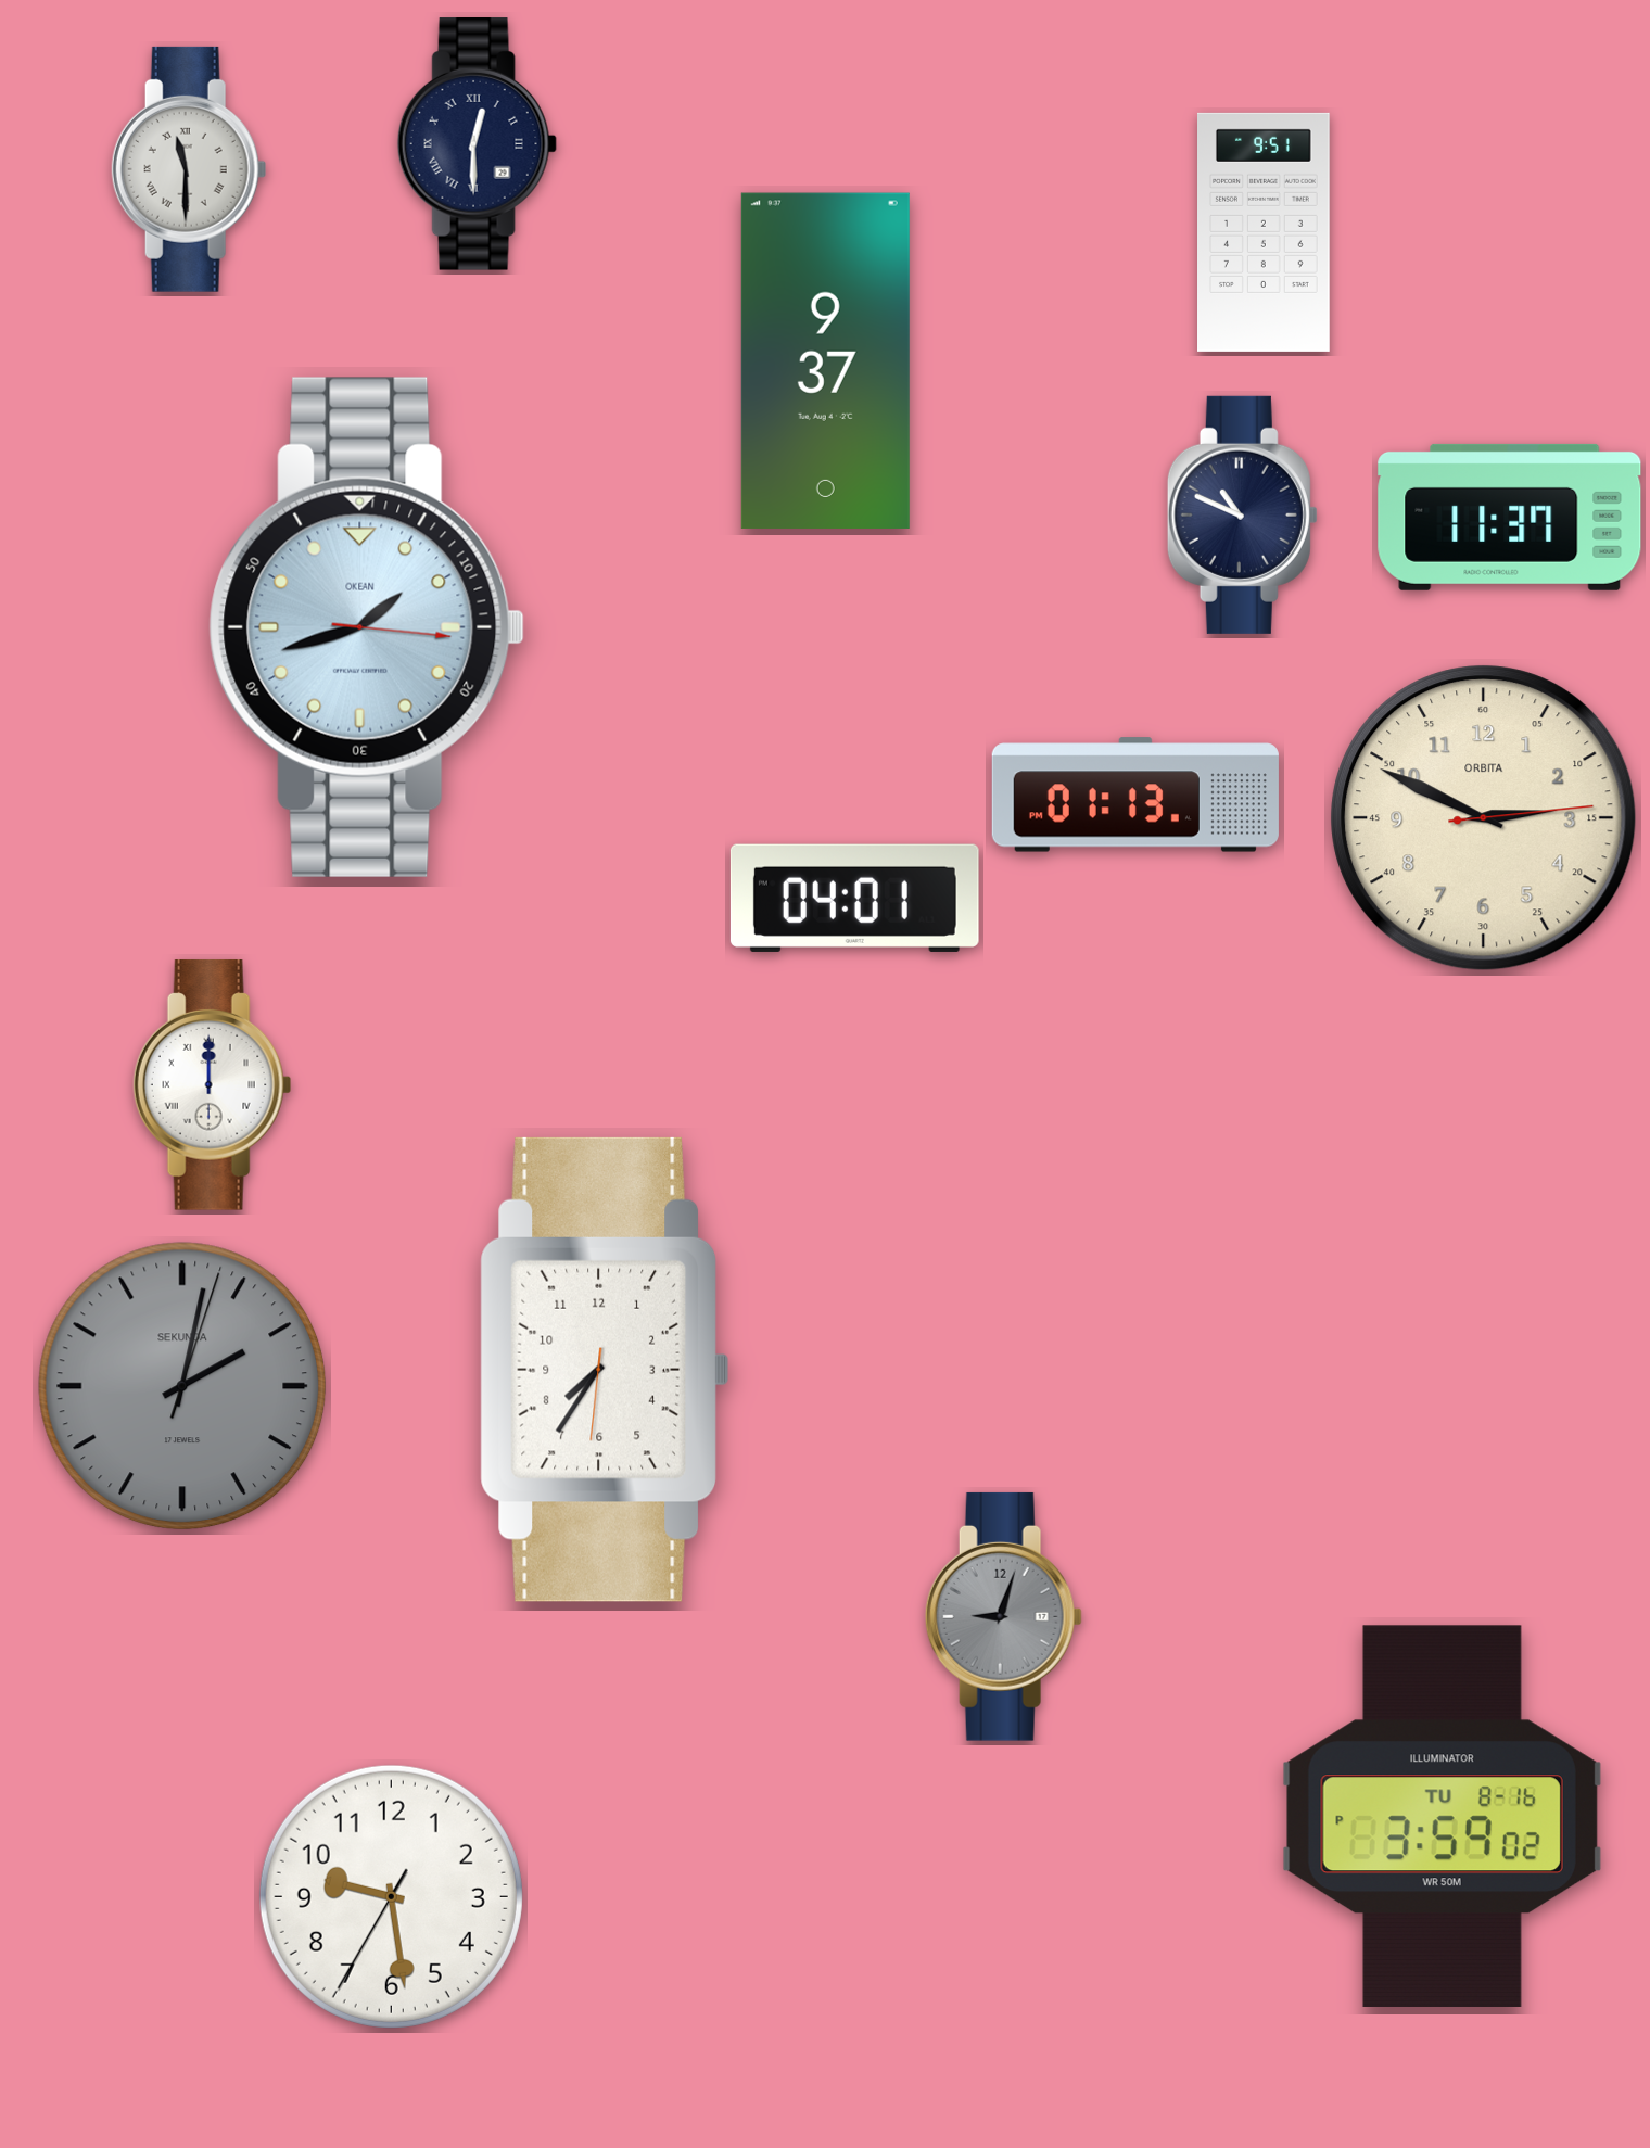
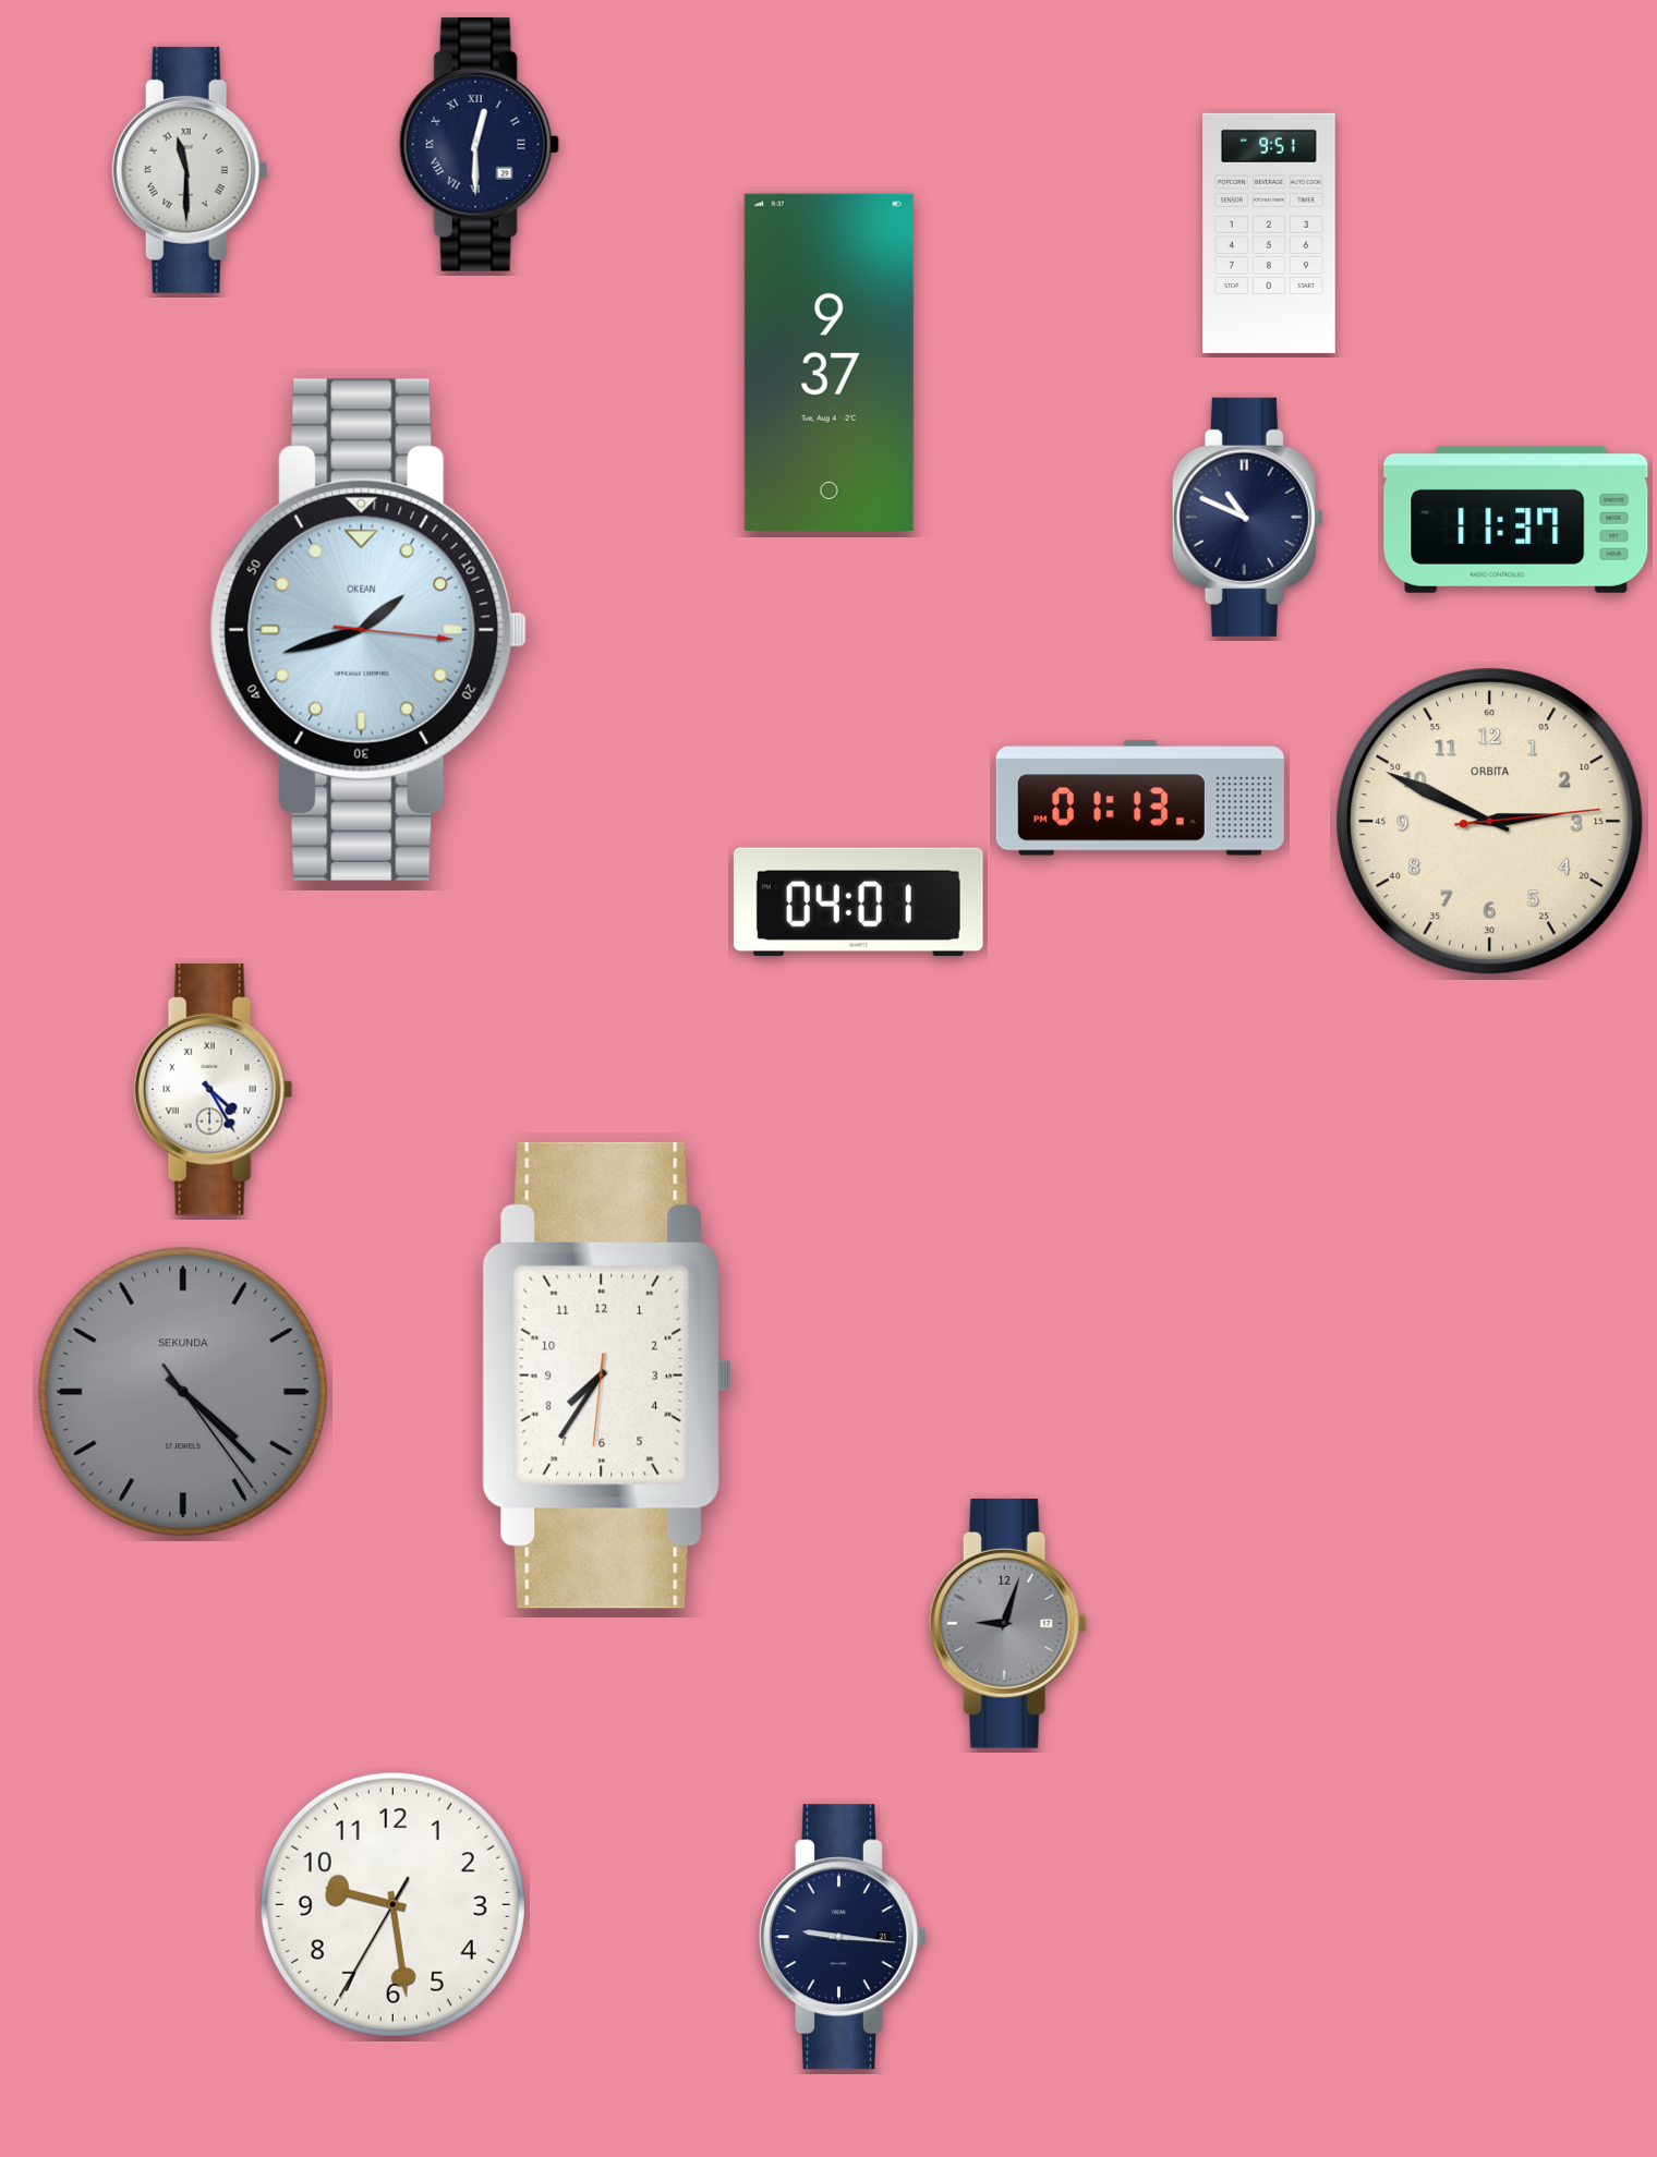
clock at (213, 1085): 12:00 -> 4:25
clock at (182, 1386): 2:02 -> 4:22
clock at (1442, 1816): 3:59 -> none
clock at (843, 1937): none -> 9:16
